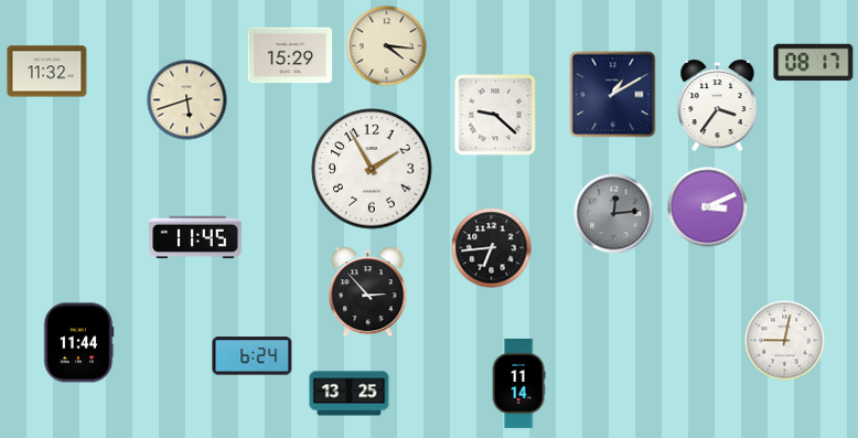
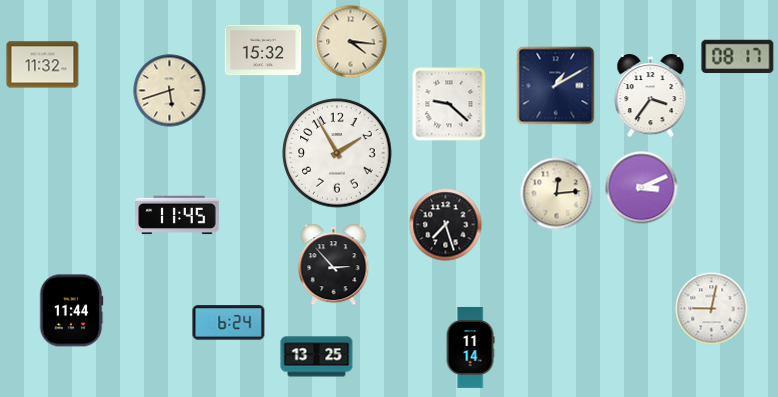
clock at (290, 55): 15:29 -> 15:32
clock at (614, 214) dial: grey -> cream
clock at (492, 248): 6:44 -> 7:27
